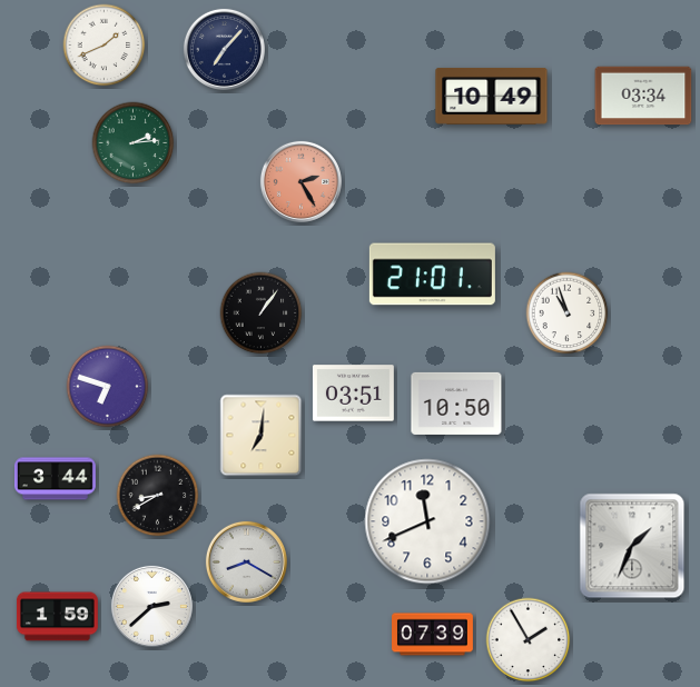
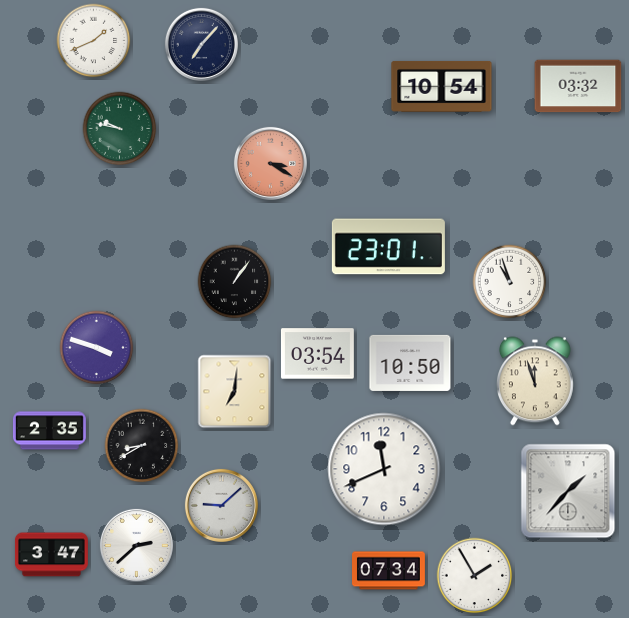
clock at (492, 96): 10:49 -> 10:54
clock at (643, 96): 03:34 -> 03:32
clock at (134, 143): 2:14 -> 9:47
clock at (300, 181): 2:25 -> 3:20
clock at (432, 275): 21:01 -> 23:01
clock at (108, 387): 6:48 -> 3:48
clock at (353, 394): 03:51 -> 03:54
clock at (535, 381): none -> 11:57
clock at (55, 479): 3:44 -> 2:35
clock at (632, 546): 1:34 -> 1:37
clock at (246, 561): 8:20 -> 9:08
clock at (57, 617): 1:59 -> 3:47
clock at (433, 635): 07:39 -> 07:34
